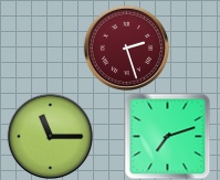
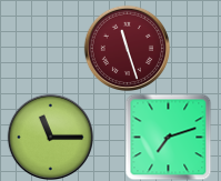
clock at (126, 47): 2:27 -> 11:27
